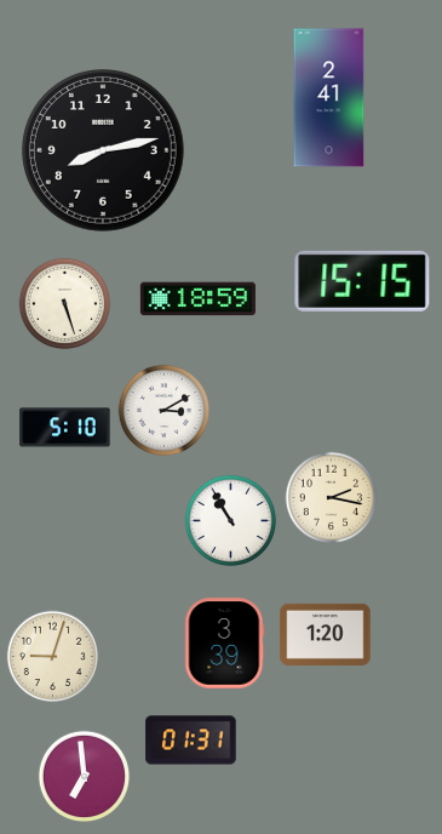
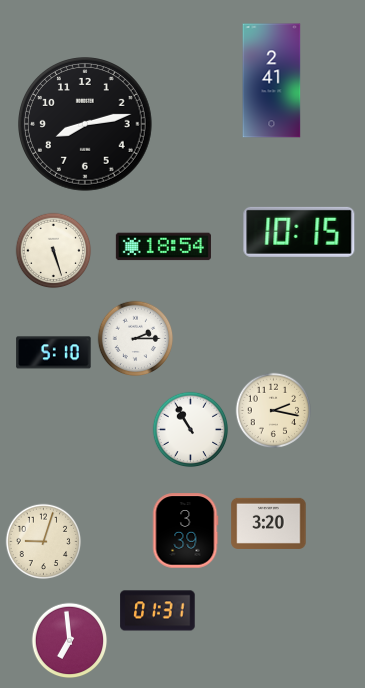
clock at (362, 281): 15:15 -> 10:15
clock at (197, 299): 18:59 -> 18:54
clock at (165, 411): 3:10 -> 2:15
clock at (326, 634): 1:20 -> 3:20
